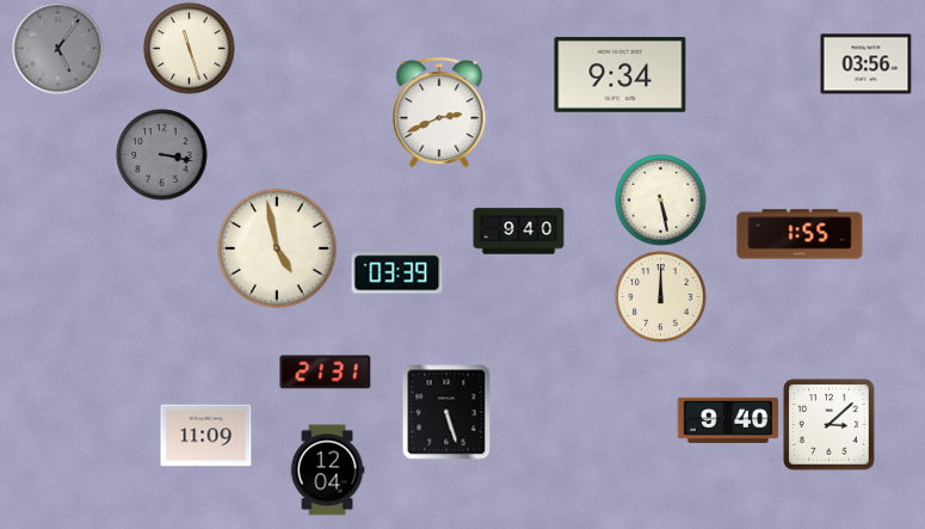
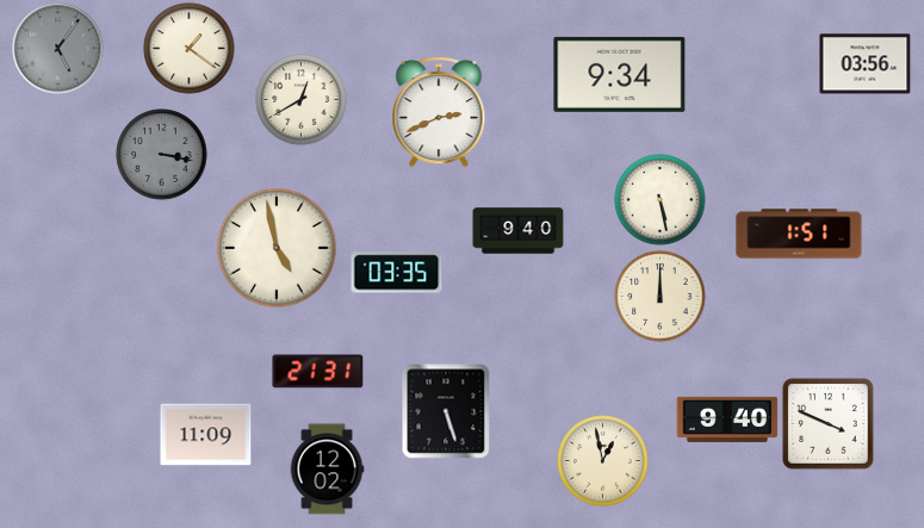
clock at (190, 49): 11:27 -> 1:21
clock at (302, 100): none -> 12:40
clock at (800, 234): 1:55 -> 1:51
clock at (397, 273): 03:39 -> 03:35
clock at (326, 373) position: (326, 373) -> (318, 372)
clock at (830, 425): 3:08 -> 3:49
clock at (603, 461): none -> 12:58
clock at (327, 470): 12:04 -> 12:02
